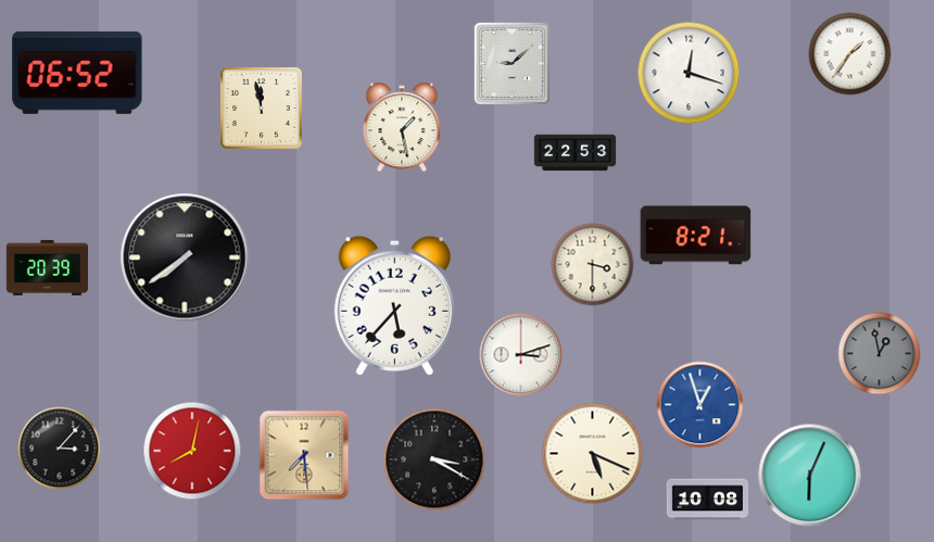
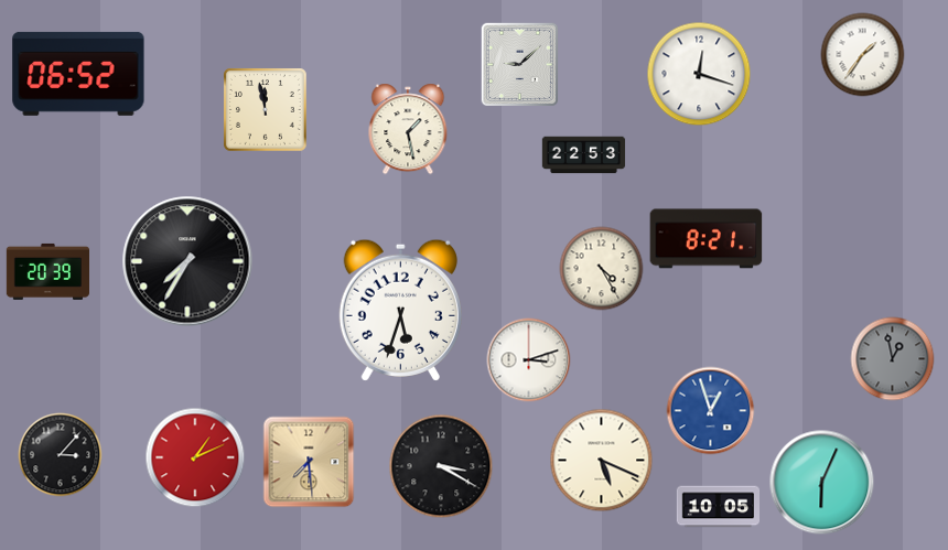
clock at (185, 257): 7:39 -> 7:35
clock at (593, 265): 3:30 -> 4:25
clock at (394, 305): 5:37 -> 5:33
clock at (192, 451): 8:02 -> 1:11
clock at (707, 500): 10:08 -> 10:05
